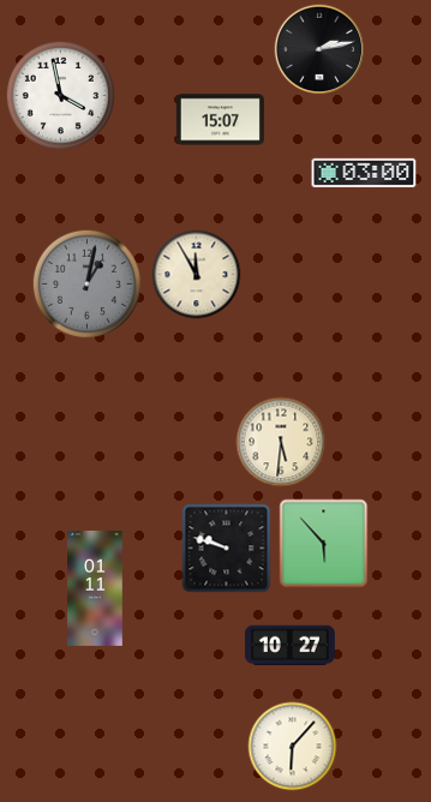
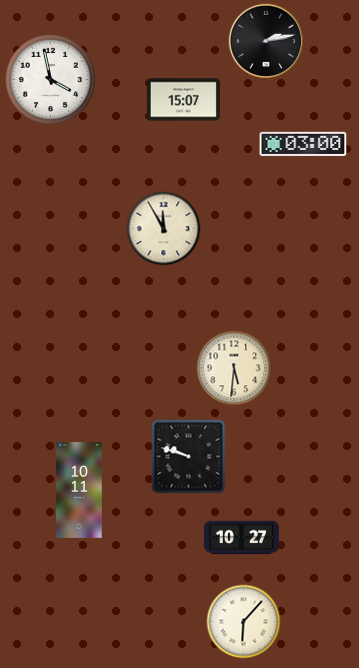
clock at (86, 283): 1:02 -> none
clock at (324, 544): 5:53 -> none
clock at (95, 588): 01:11 -> 10:11
